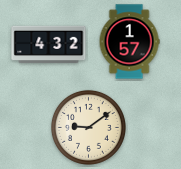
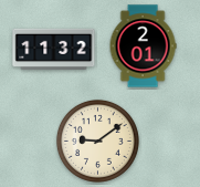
clock at (129, 42): 1:57 -> 2:01
clock at (49, 45): 4:32 -> 11:32
